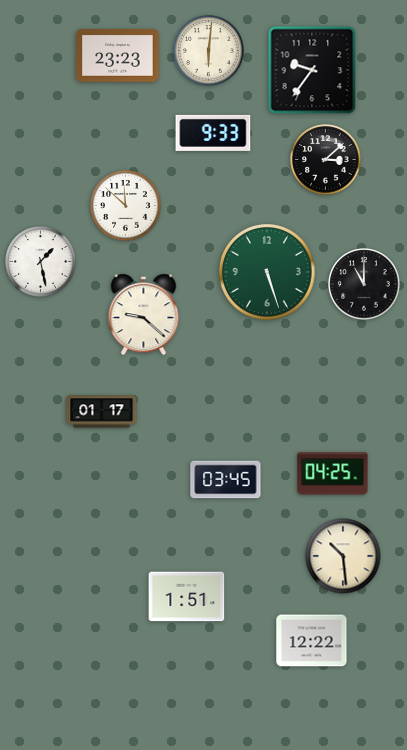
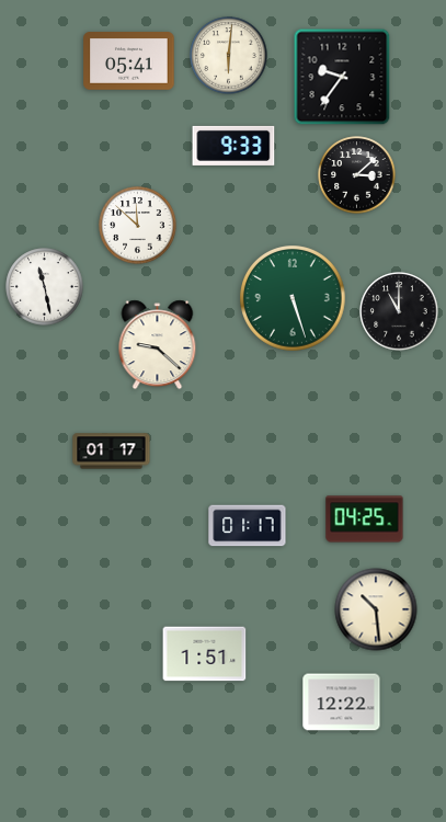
clock at (118, 56): 23:23 -> 05:41
clock at (41, 262): 1:28 -> 11:28
clock at (226, 480): 03:45 -> 01:17
